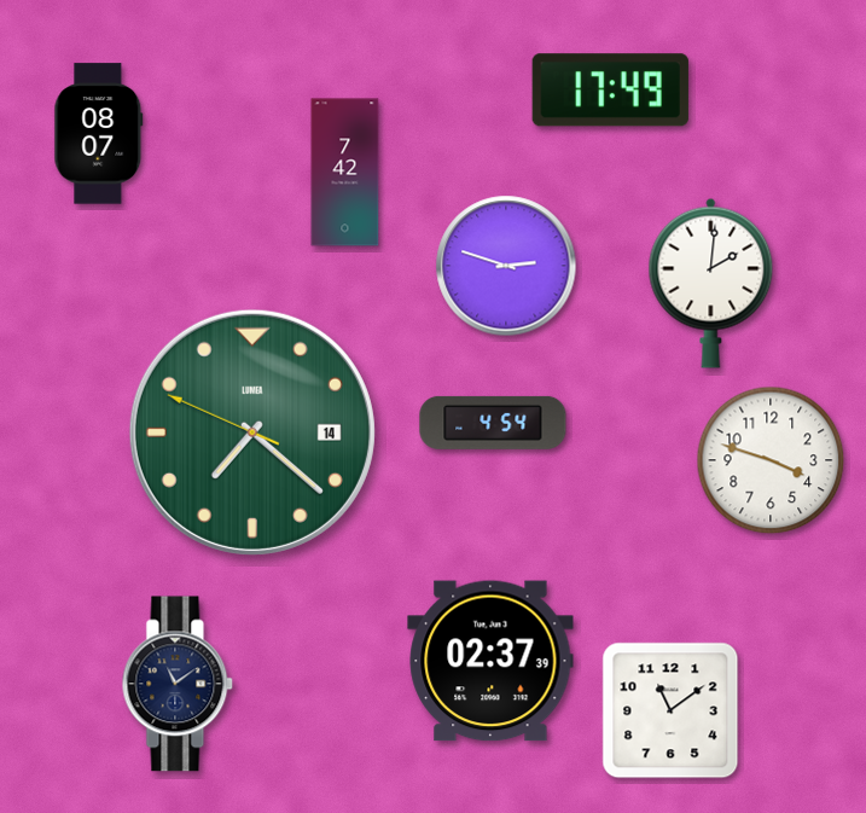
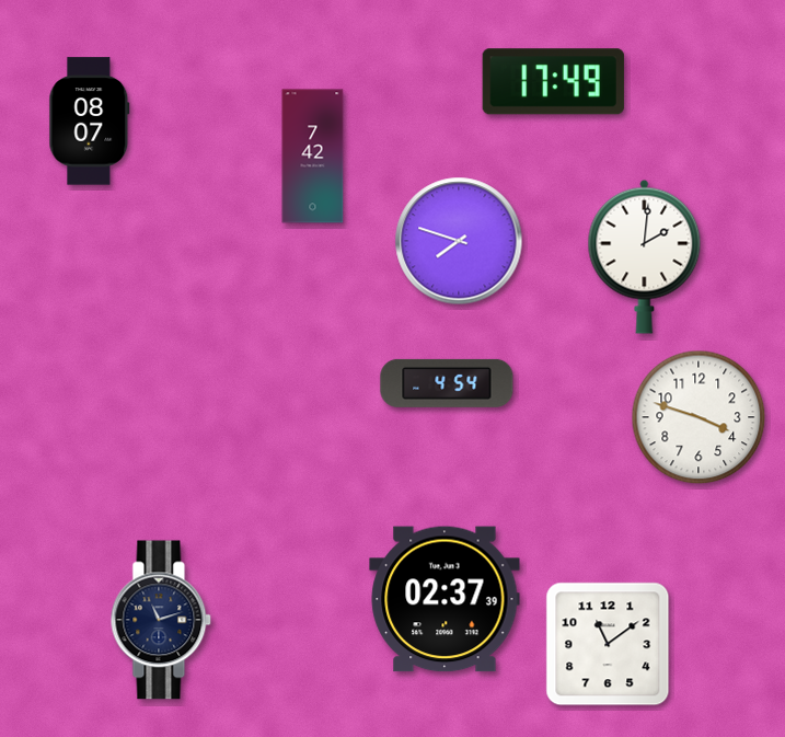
clock at (506, 266): 2:48 -> 7:48
clock at (252, 432): 7:21 -> none
clock at (178, 684): 11:09 -> 11:12
